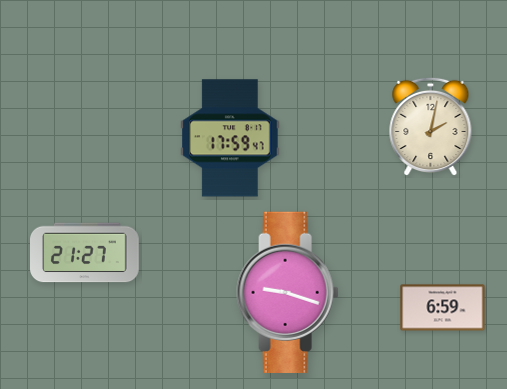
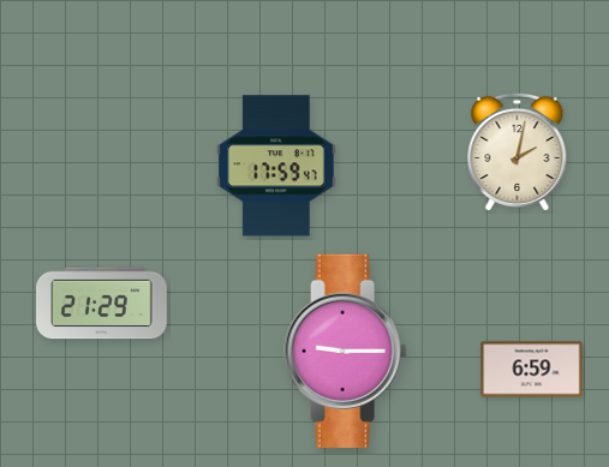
clock at (85, 253): 21:27 -> 21:29
clock at (288, 292): 9:18 -> 9:15
